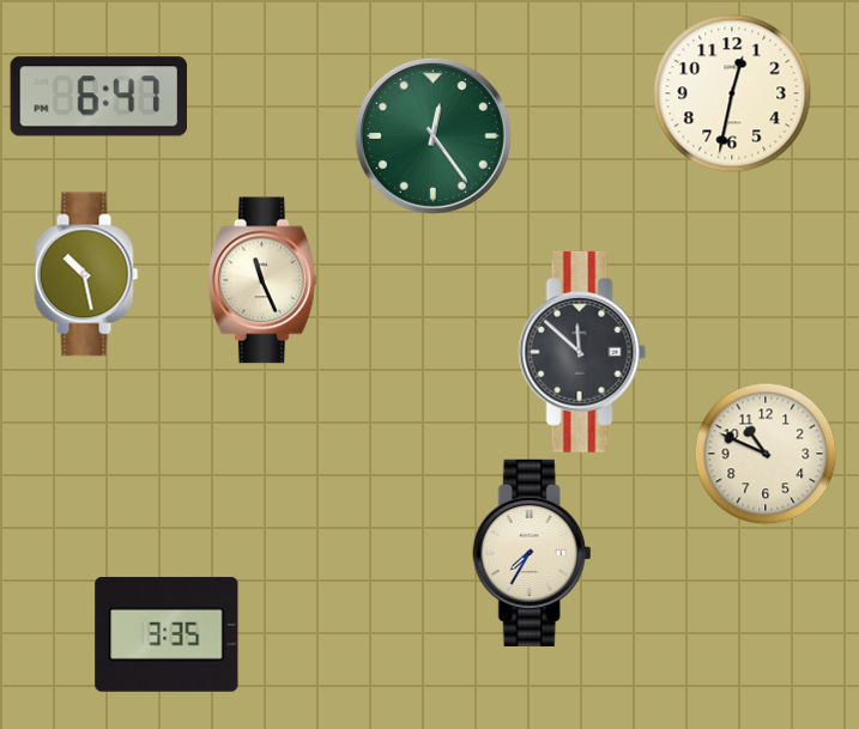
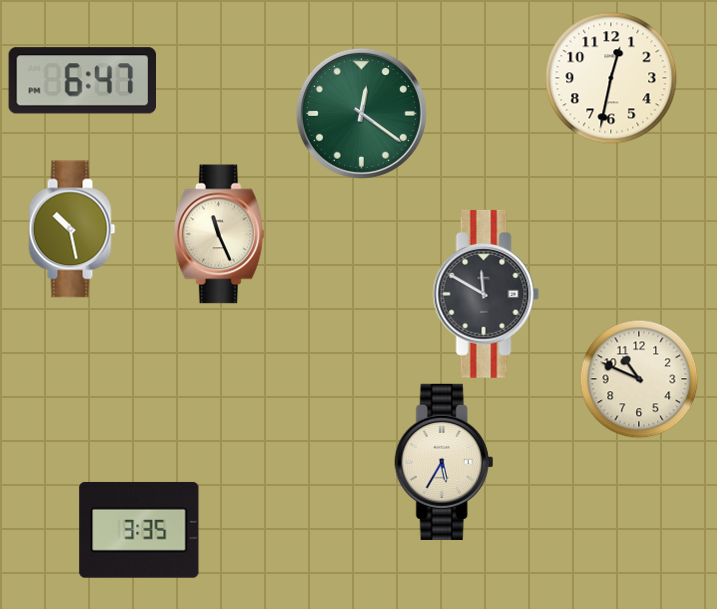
clock at (432, 135): 12:24 -> 12:21
clock at (582, 352): 11:52 -> 11:50
clock at (532, 553): 7:35 -> 5:35
